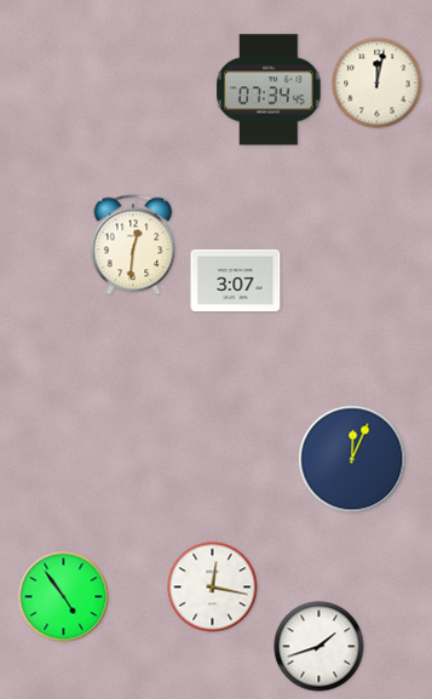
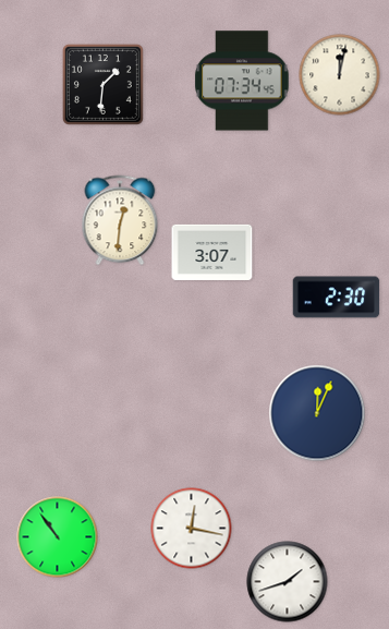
clock at (102, 84): none -> 1:31
clock at (337, 298): none -> 2:30
clock at (64, 597): 4:54 -> 10:54
